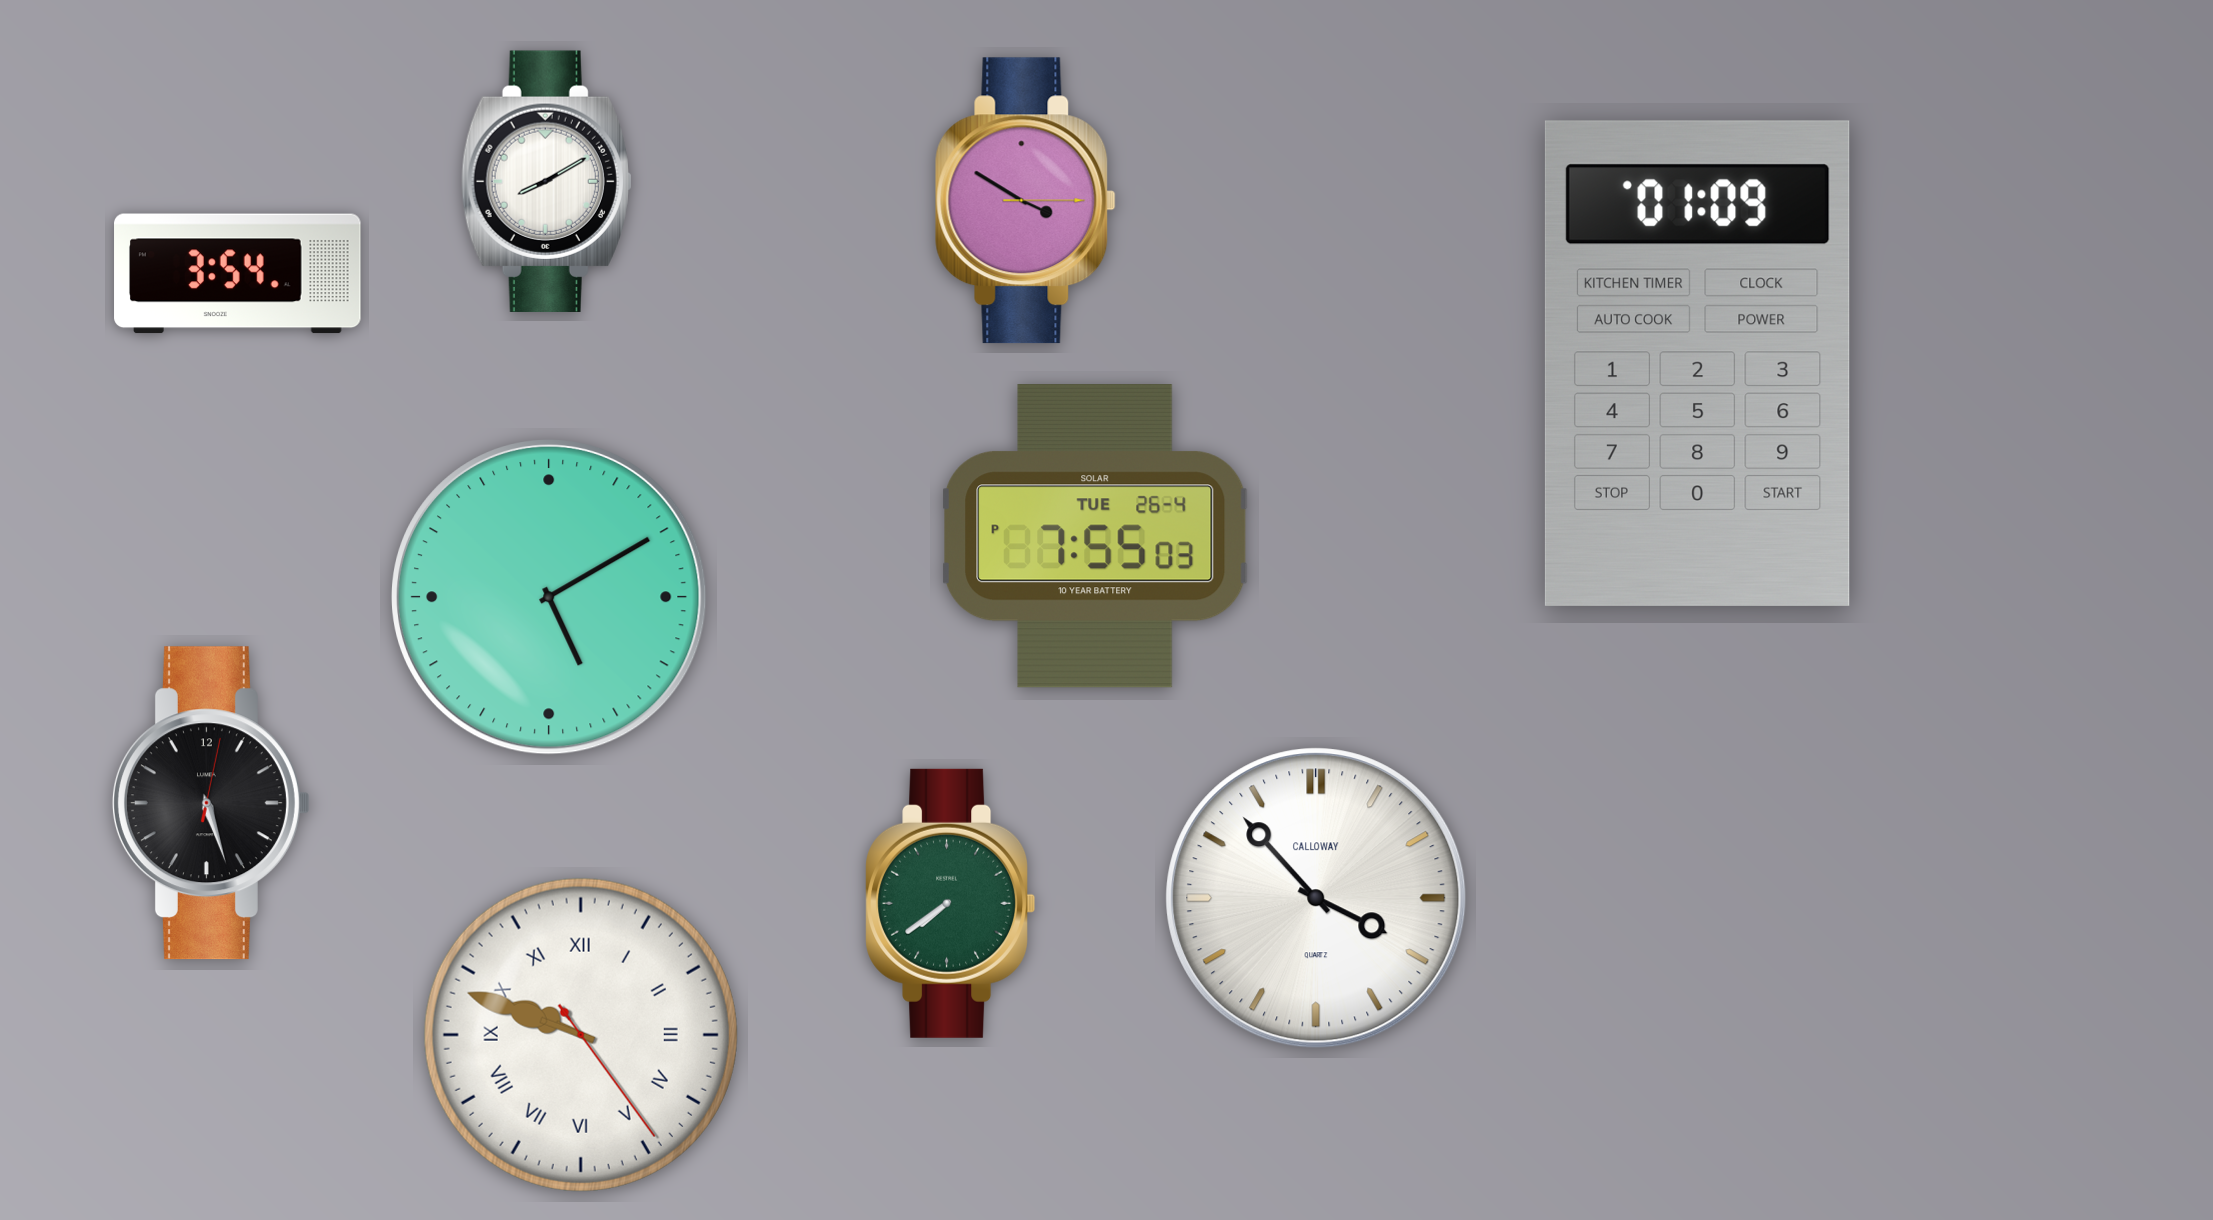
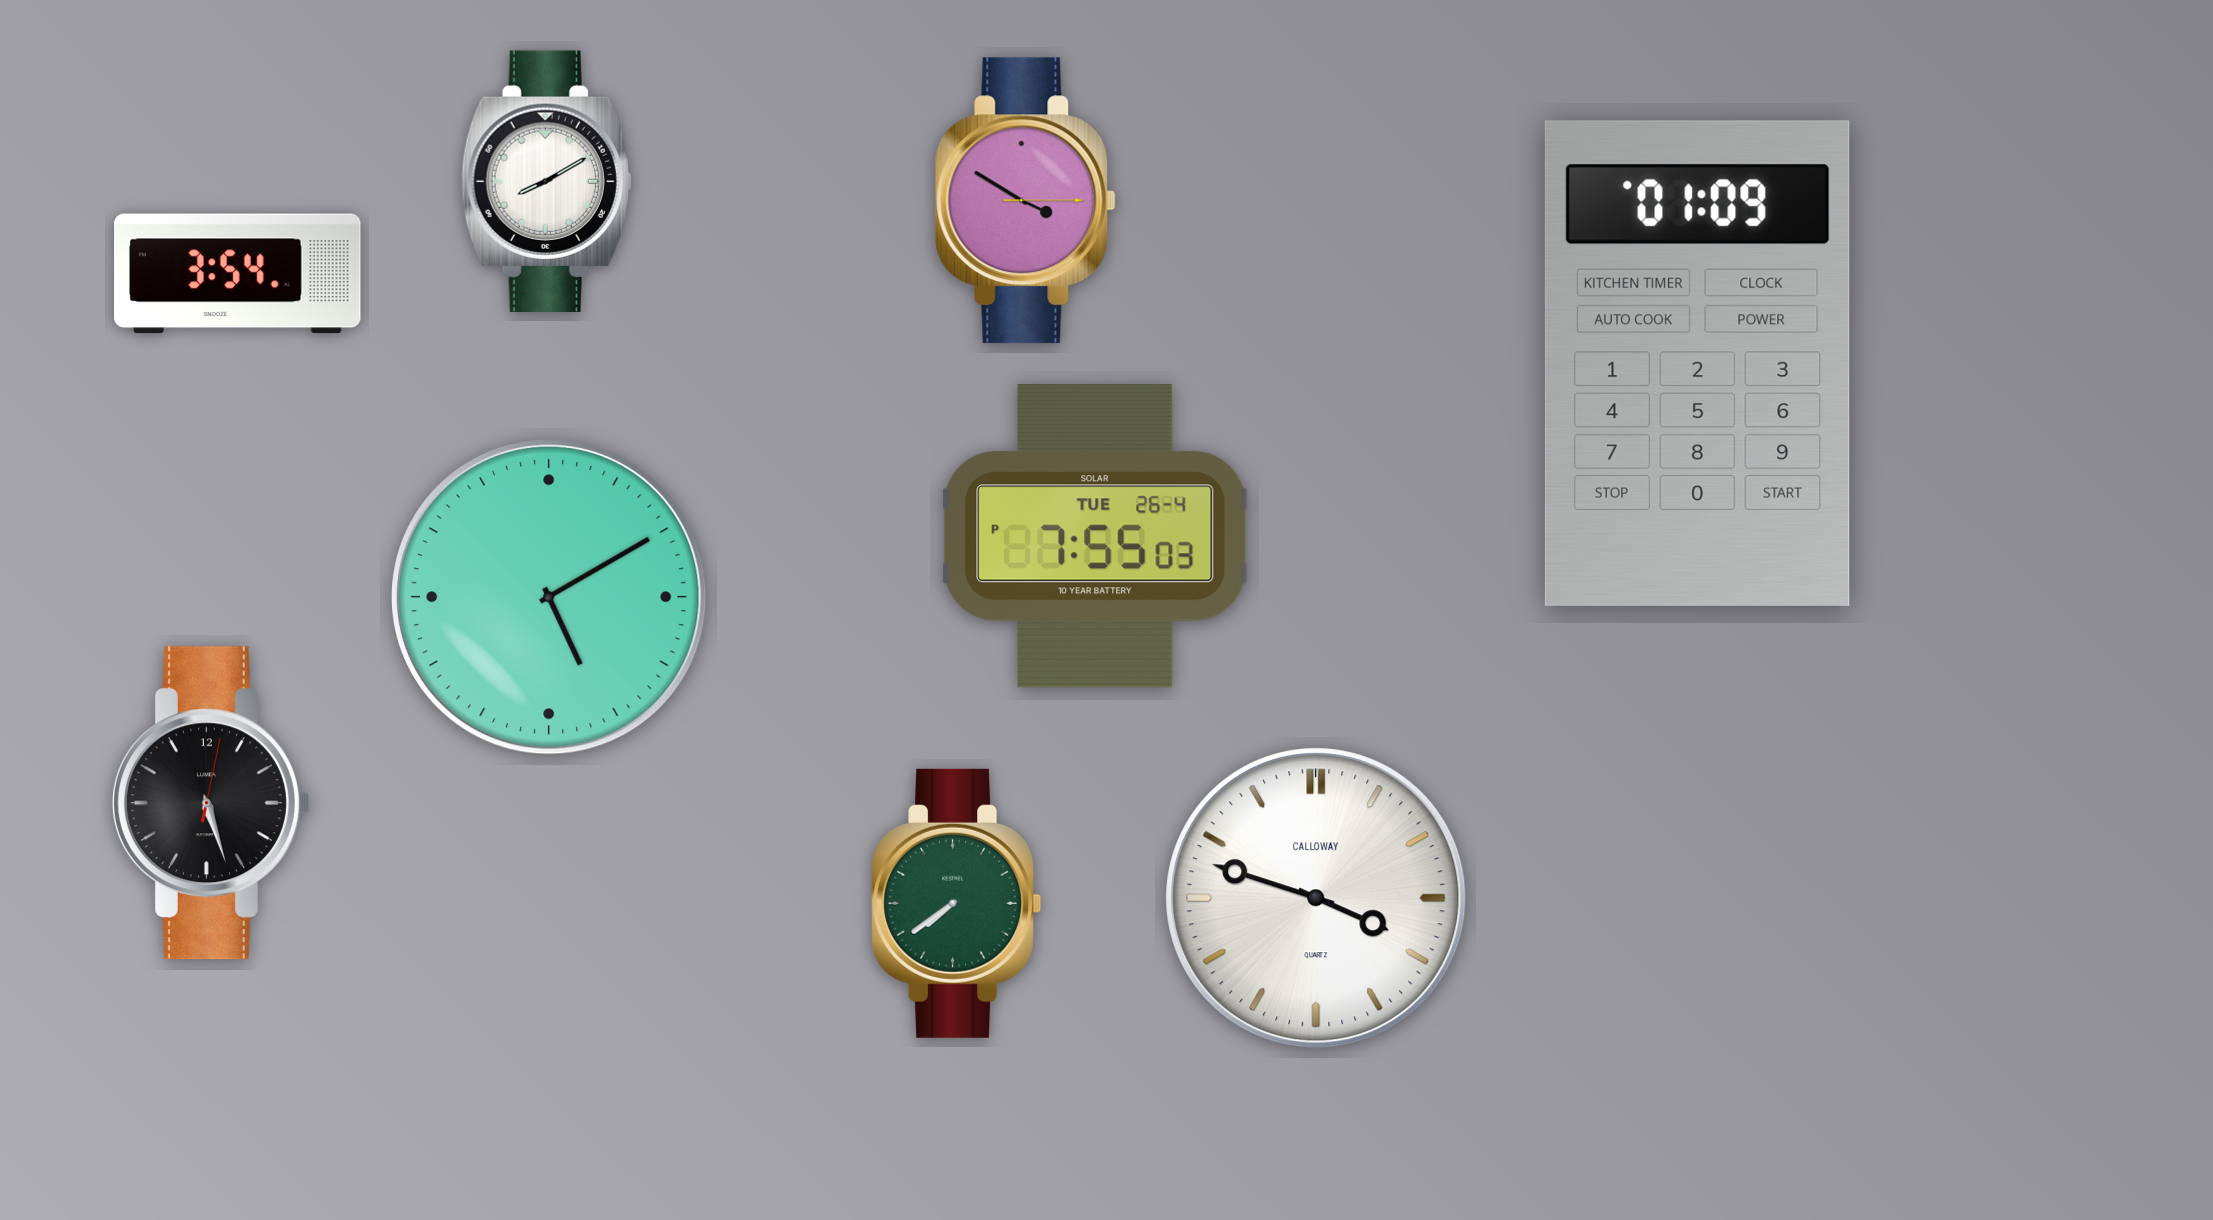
clock at (1316, 898): 3:53 -> 3:48
clock at (951, 903) position: (951, 903) -> (957, 903)
clock at (581, 1035): 9:48 -> none
